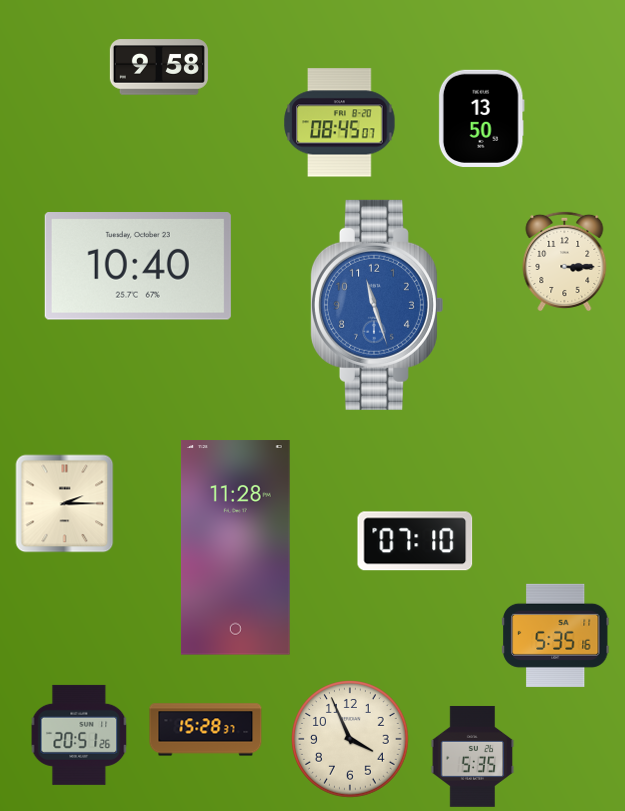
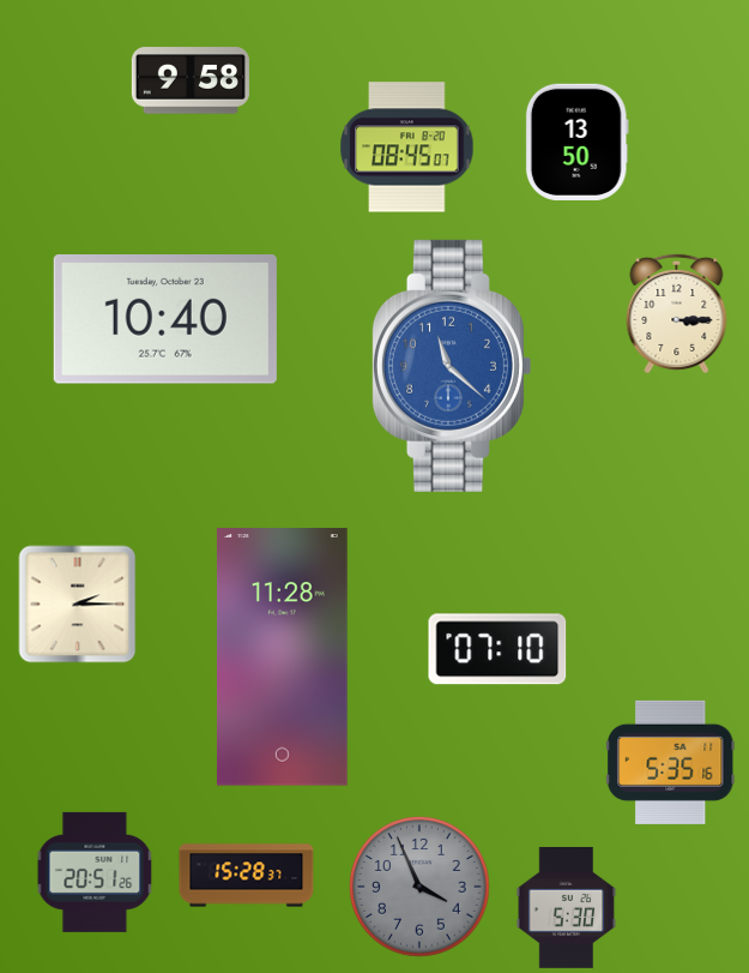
clock at (376, 305): 11:27 -> 11:22
clock at (556, 635) position: (556, 635) -> (671, 762)
clock at (79, 735) position: (79, 735) -> (95, 872)
clock at (350, 739) dial: cream -> grey
clock at (473, 756): 5:35 -> 5:30
